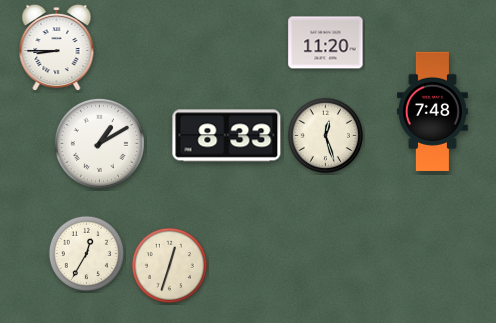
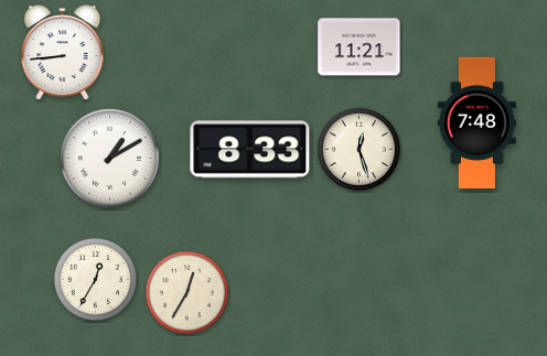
clock at (326, 43): 11:20 -> 11:21
clock at (57, 48): 8:45 -> 8:44
clock at (169, 265): 12:33 -> 12:35
